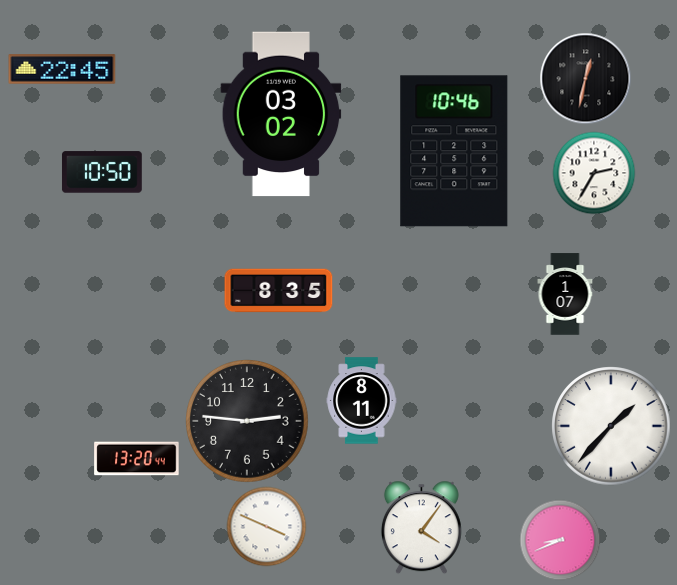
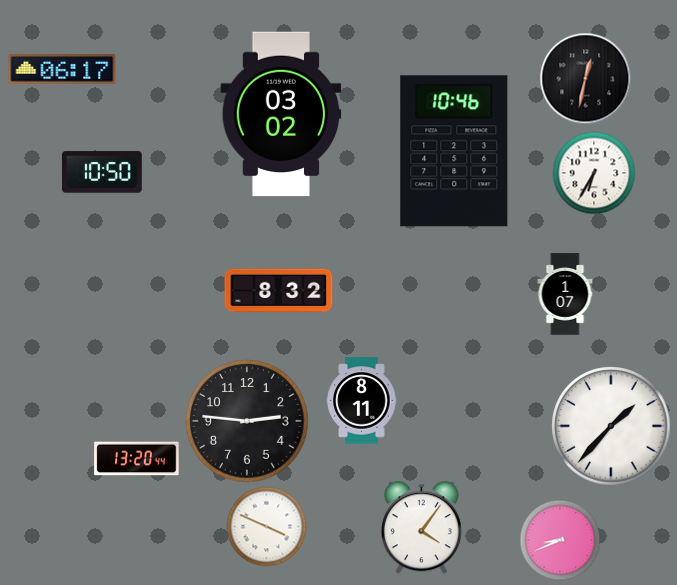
clock at (62, 69): 22:45 -> 06:17
clock at (594, 173): 2:35 -> 6:35
clock at (279, 291): 8:35 -> 8:32
